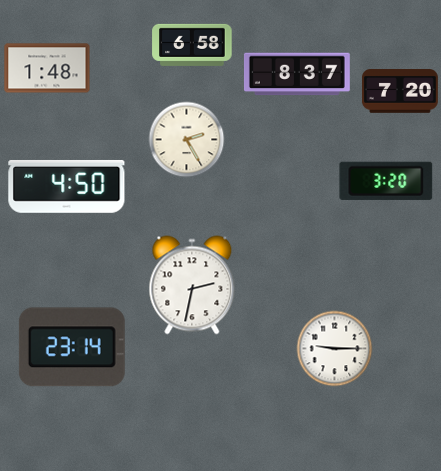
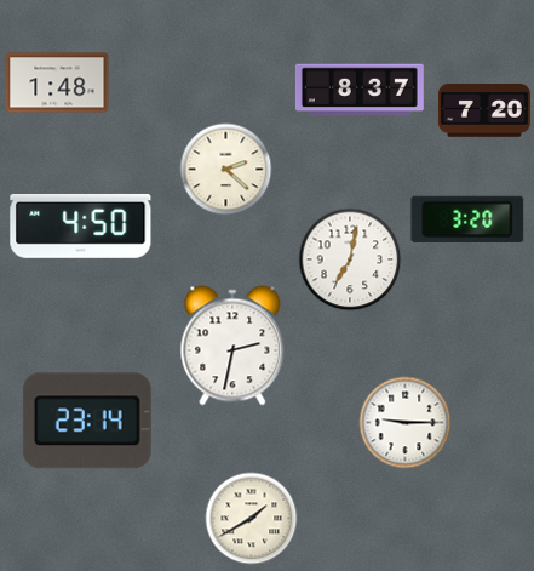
clock at (192, 45): 6:58 -> none
clock at (187, 140): 2:25 -> 2:22
clock at (350, 259): none -> 7:02
clock at (252, 519): none -> 1:40
